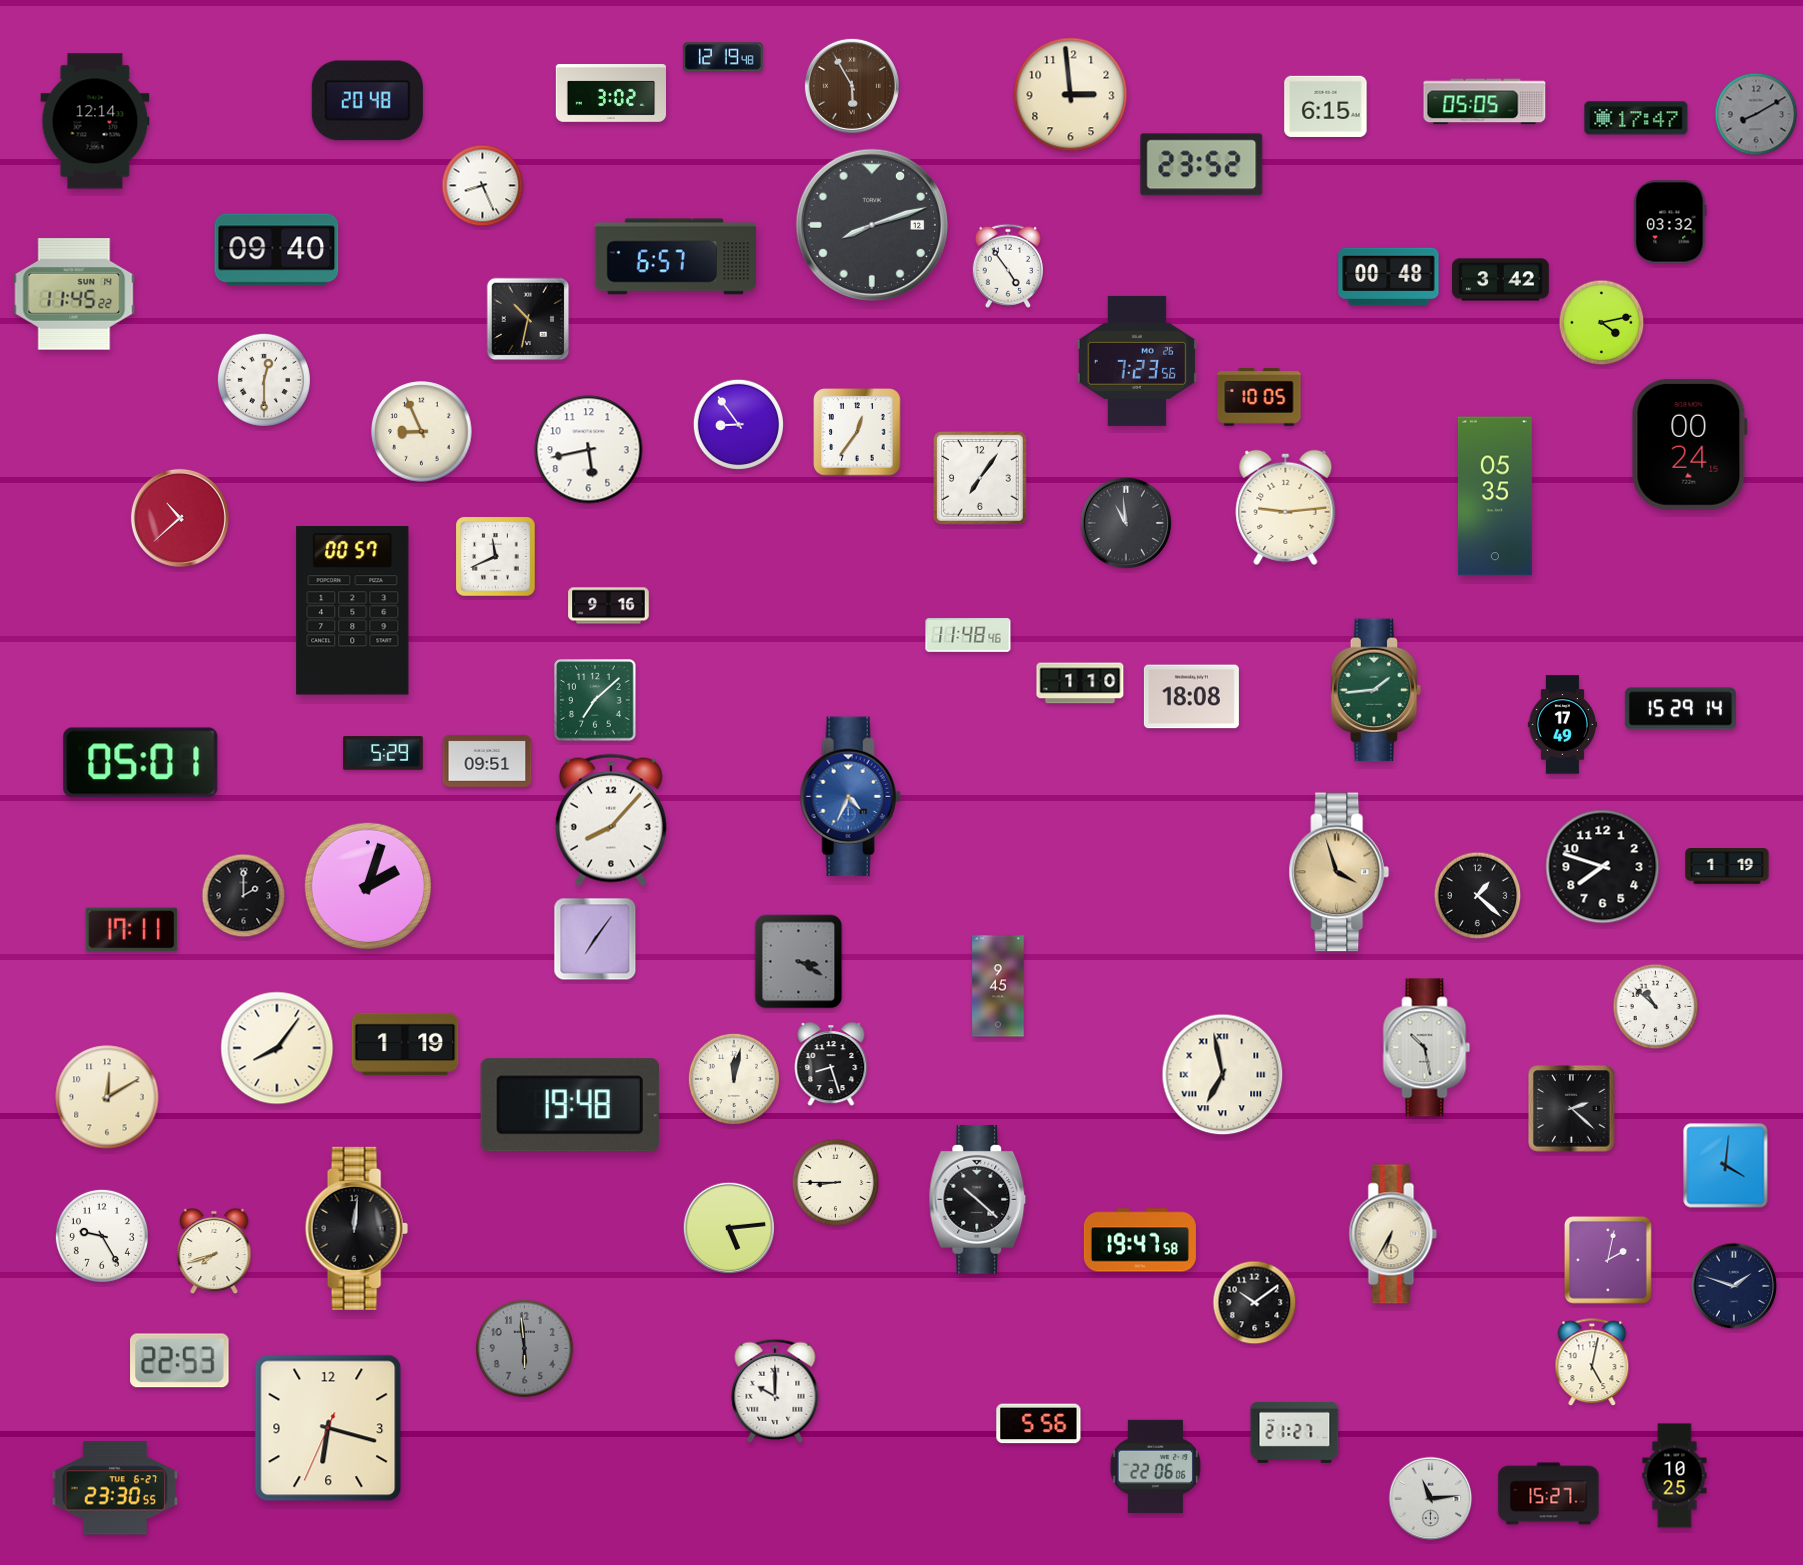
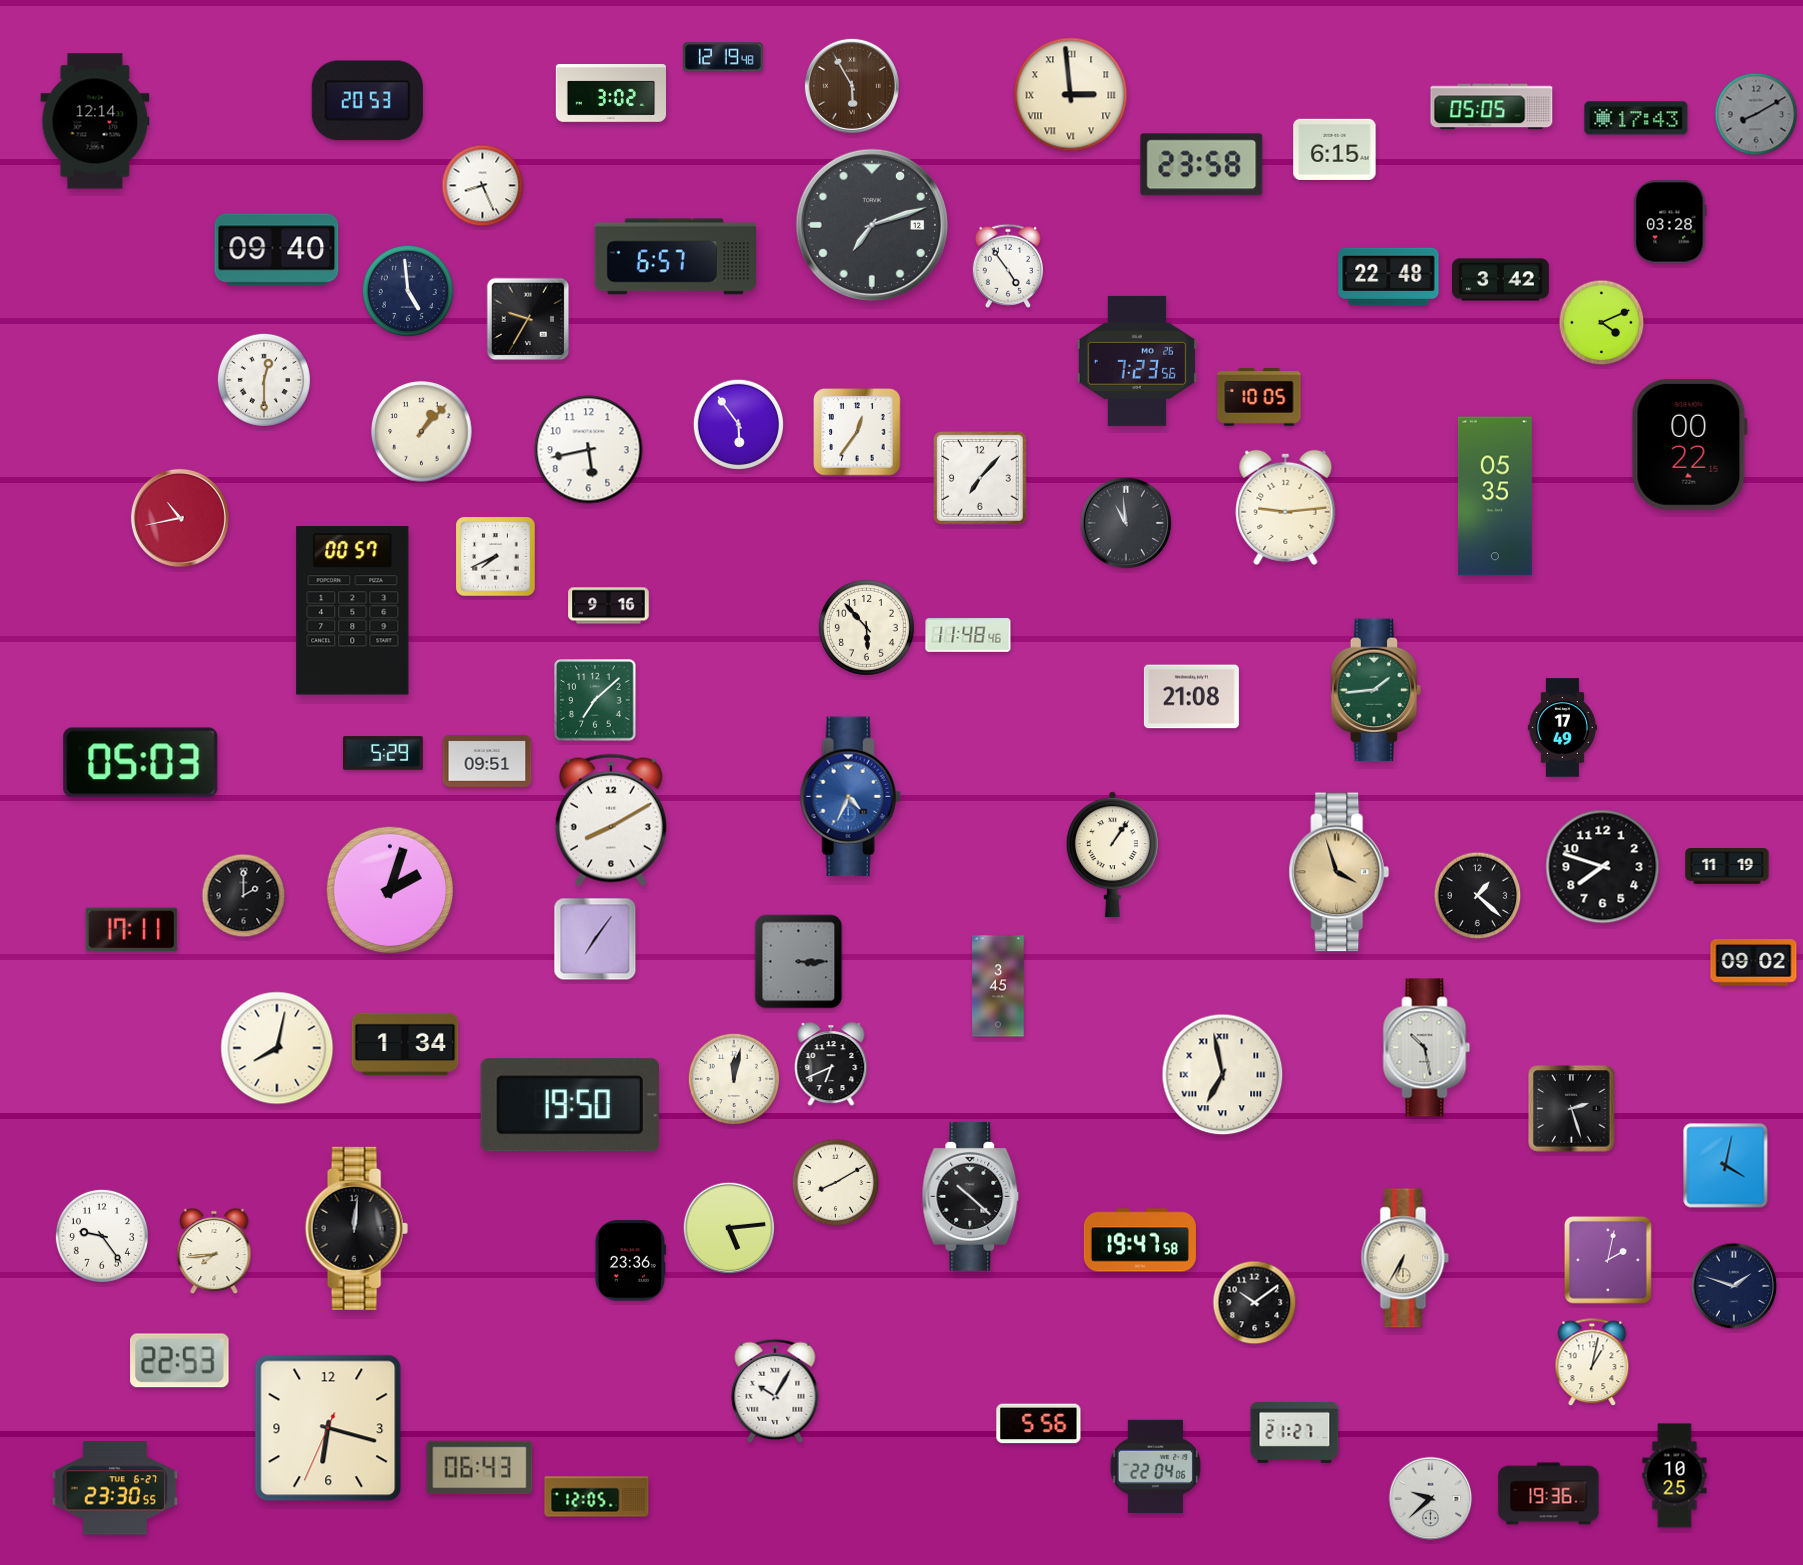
clock at (1071, 95) numerals: Arabic -> Roman
clock at (367, 101): 20:48 -> 20:53
clock at (1485, 102) position: (1485, 102) -> (1492, 107)
clock at (1326, 106) position: (1326, 106) -> (1335, 149)
clock at (1636, 118): 17:47 -> 17:43
clock at (1202, 165): 23:52 -> 23:58
clock at (1670, 222): 03:32 -> 03:28
clock at (872, 225): 8:12 -> 7:12
clock at (1389, 277): 00:48 -> 22:48
clock at (408, 291): none -> 4:59
clock at (74, 294): 11:45 -> none
clock at (528, 319): 10:32 -> 9:35
clock at (1602, 323): 4:13 -> 4:11
clock at (738, 424): 8:54 -> 5:54
clock at (422, 432): 8:56 -> 1:07
clock at (1689, 444): 00:24 -> 00:22
clock at (981, 479): 7:06 -> 7:07
clock at (180, 518): 10:38 -> 10:43
clock at (496, 557): 11:41 -> 7:41
clock at (866, 627): none -> 5:53
clock at (1080, 683): 1:10 -> none
clock at (1191, 697): 18:08 -> 21:08
clock at (1680, 709): 15:29 -> none
clock at (1562, 725) position: (1562, 725) -> (1562, 728)
clock at (141, 763): 05:01 -> 05:03
clock at (611, 820): 8:07 -> 8:10
clock at (1112, 855): none -> 1:06
clock at (1727, 867): 1:19 -> 11:19
clock at (368, 886) position: (368, 886) -> (390, 890)
clock at (799, 962): 3:20 -> 3:15
clock at (1754, 963): none -> 09:02
clock at (998, 986): 9:45 -> 3:45
clock at (1656, 1007): 10:52 -> none
clock at (405, 1044): 1:19 -> 1:34
clock at (277, 1048): 8:06 -> 8:02
clock at (831, 1065): 8:27 -> 6:41
clock at (107, 1097): 12:10 -> none
clock at (570, 1105): 19:48 -> 19:50
clock at (1572, 1109): 2:22 -> 2:27
clock at (1726, 1166): 4:01 -> 4:02
clock at (836, 1183): 8:45 -> 8:10
clock at (978, 1200) position: (978, 1200) -> (971, 1197)
clock at (1393, 1234) position: (1393, 1234) -> (1405, 1258)
clock at (102, 1236): 9:25 -> 9:24
clock at (214, 1251): 7:42 -> 7:44
clock at (630, 1261): none -> 23:36
clock at (525, 1349): 5:59 -> none
clock at (1592, 1363): 5:02 -> 1:02
clock at (775, 1391): 10:00 -> 10:05
clock at (1155, 1466): 22:06 -> 22:04
clock at (480, 1468): none -> 06:43
clock at (1549, 1494): 15:27 -> 19:36
clock at (597, 1497): none -> 12:05
clock at (1431, 1499): 11:14 -> 9:38
